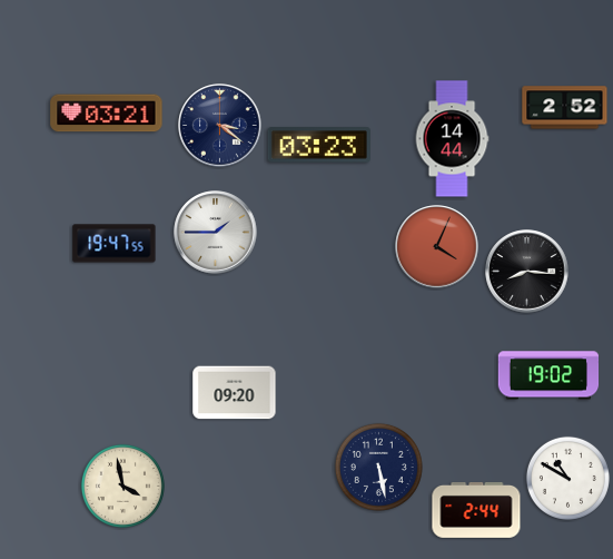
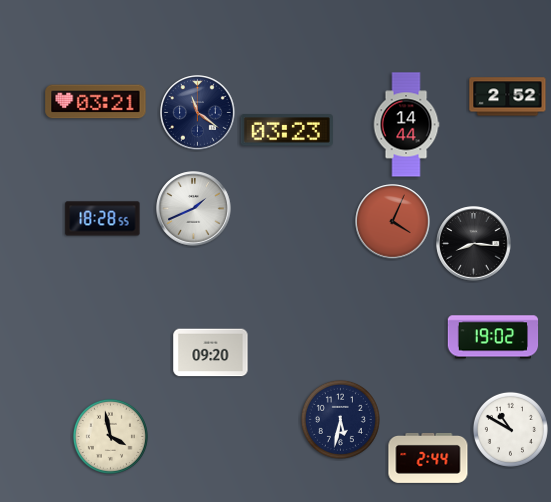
clock at (220, 126): 3:21 -> 11:21
clock at (216, 233): 1:45 -> 1:41
clock at (115, 244): 19:47 -> 18:28
clock at (378, 467): 5:28 -> 5:32
